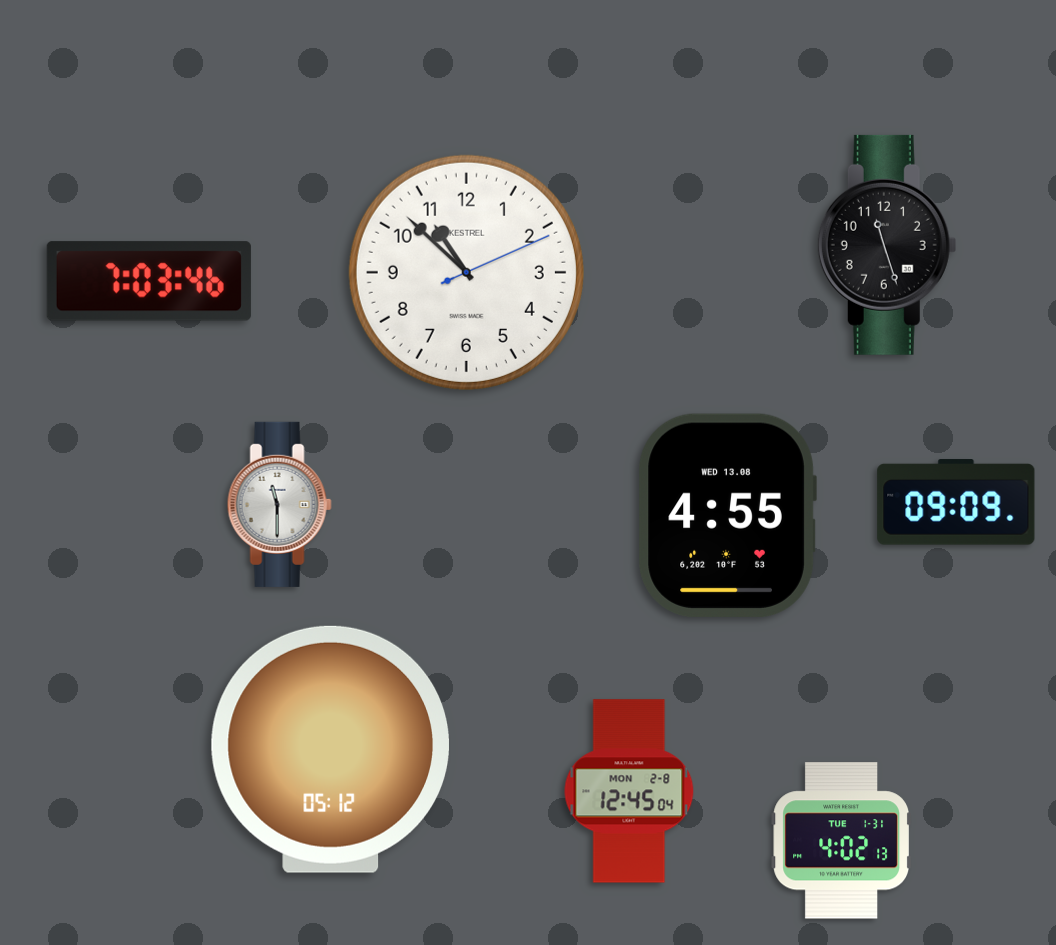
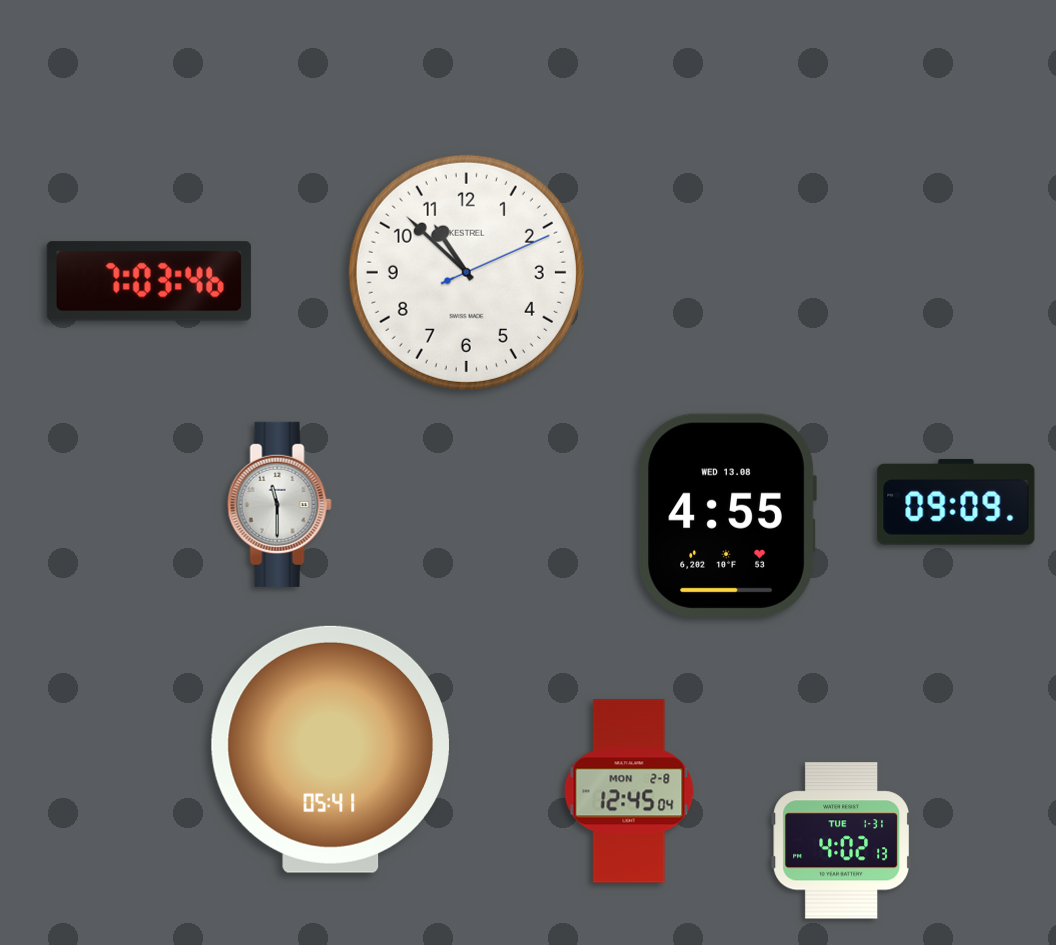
clock at (887, 245): 11:27 -> none
clock at (330, 749): 05:12 -> 05:41
